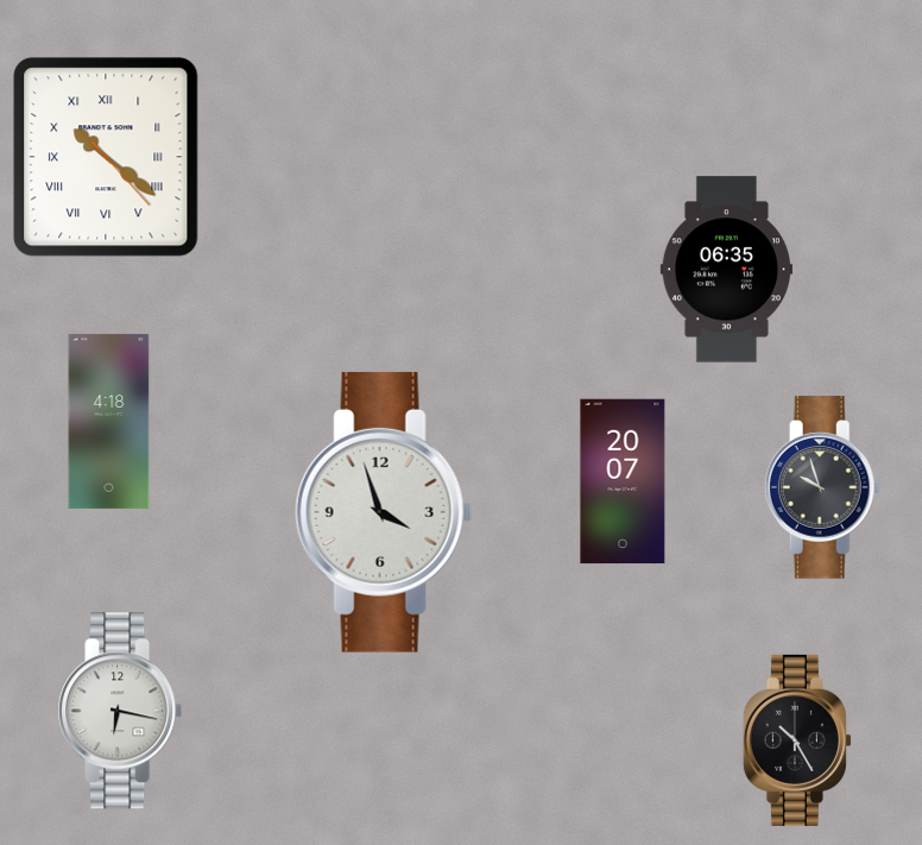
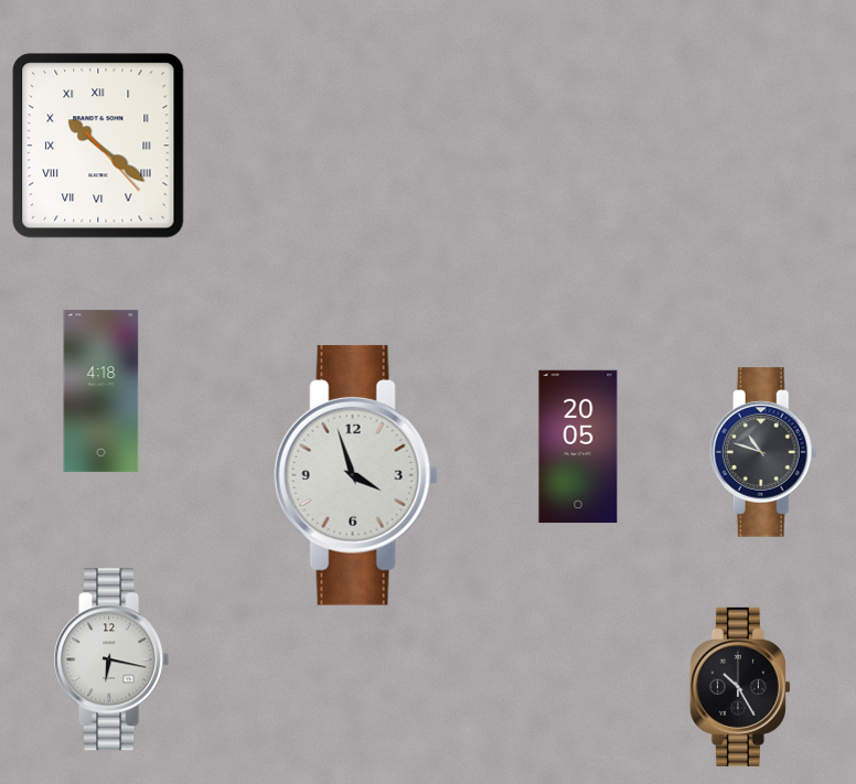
clock at (726, 270): 06:35 -> none
clock at (623, 481): 20:07 -> 20:05
clock at (822, 487): 9:57 -> 10:48
